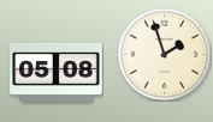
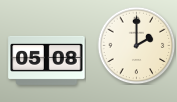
clock at (164, 54): 1:57 -> 2:00
